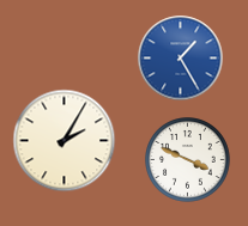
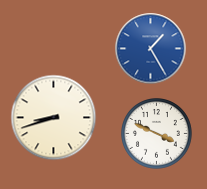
clock at (65, 141): 2:05 -> 8:42
